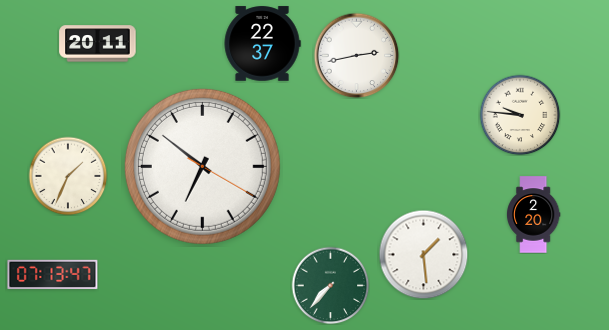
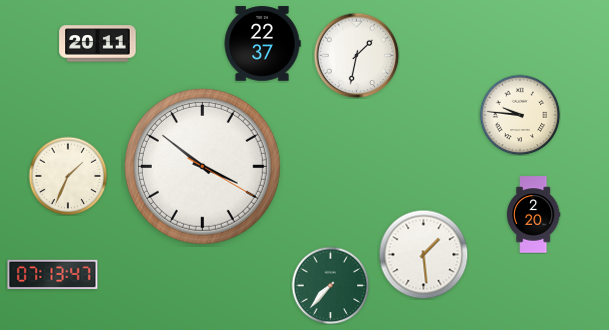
clock at (356, 55): 2:43 -> 1:32
clock at (202, 166): 6:51 -> 3:51
